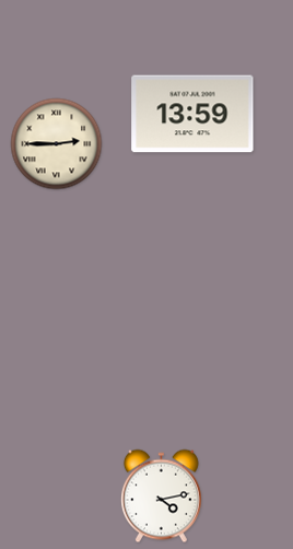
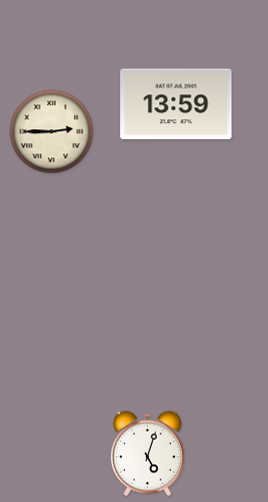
clock at (161, 497): 4:13 -> 5:03
